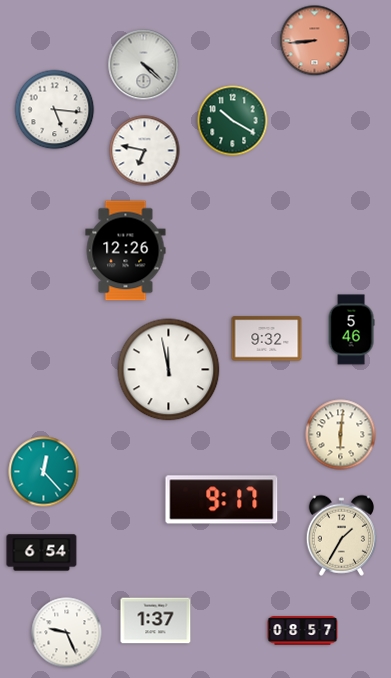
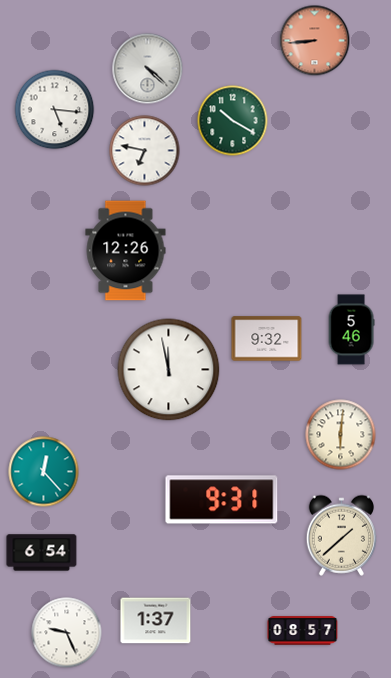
clock at (144, 65) position: (144, 65) -> (148, 69)
clock at (222, 500): 9:17 -> 9:31
clock at (341, 535): 1:35 -> 1:38
